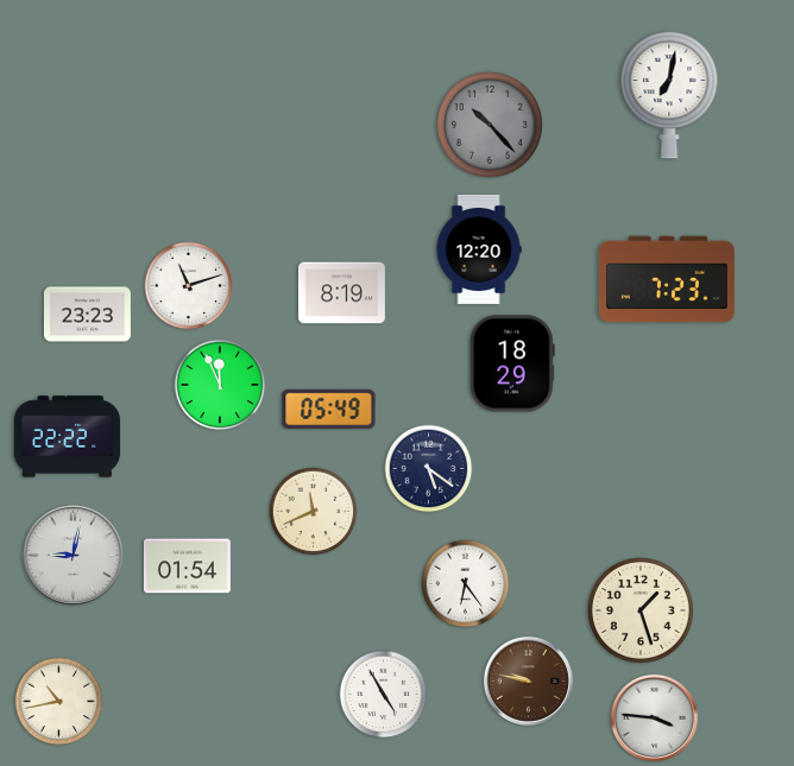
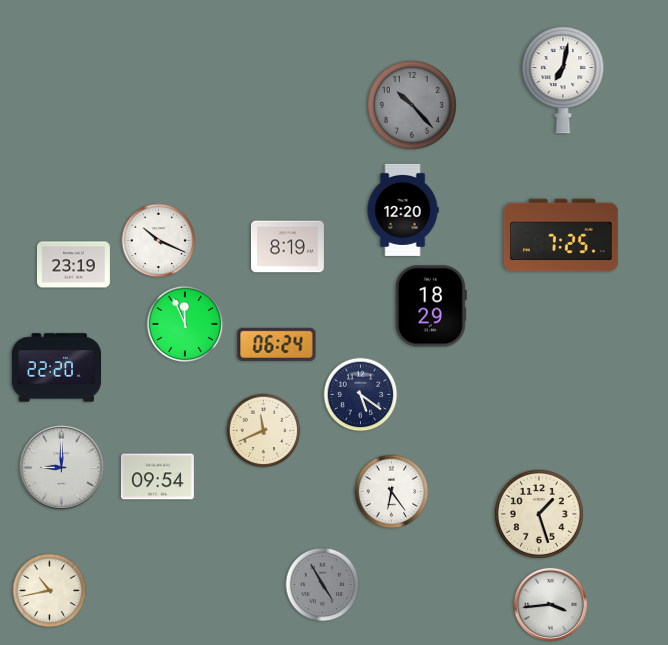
clock at (667, 279): 7:23 -> 7:25
clock at (189, 286): 11:12 -> 10:19
clock at (87, 315): 23:23 -> 23:19
clock at (329, 409): 05:49 -> 06:24
clock at (68, 437): 22:22 -> 22:20
clock at (73, 555): 9:02 -> 9:00
clock at (187, 566): 01:54 -> 09:54
clock at (528, 680): 9:47 -> none
clock at (384, 695) dial: white -> grey
clock at (654, 717): 3:46 -> 3:44
